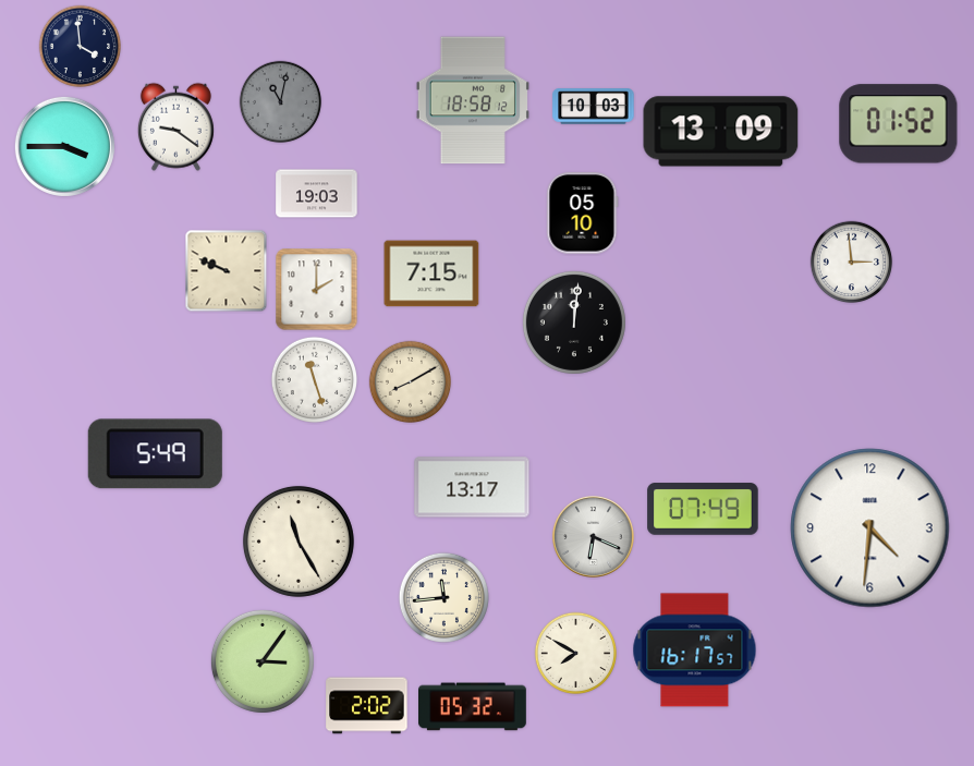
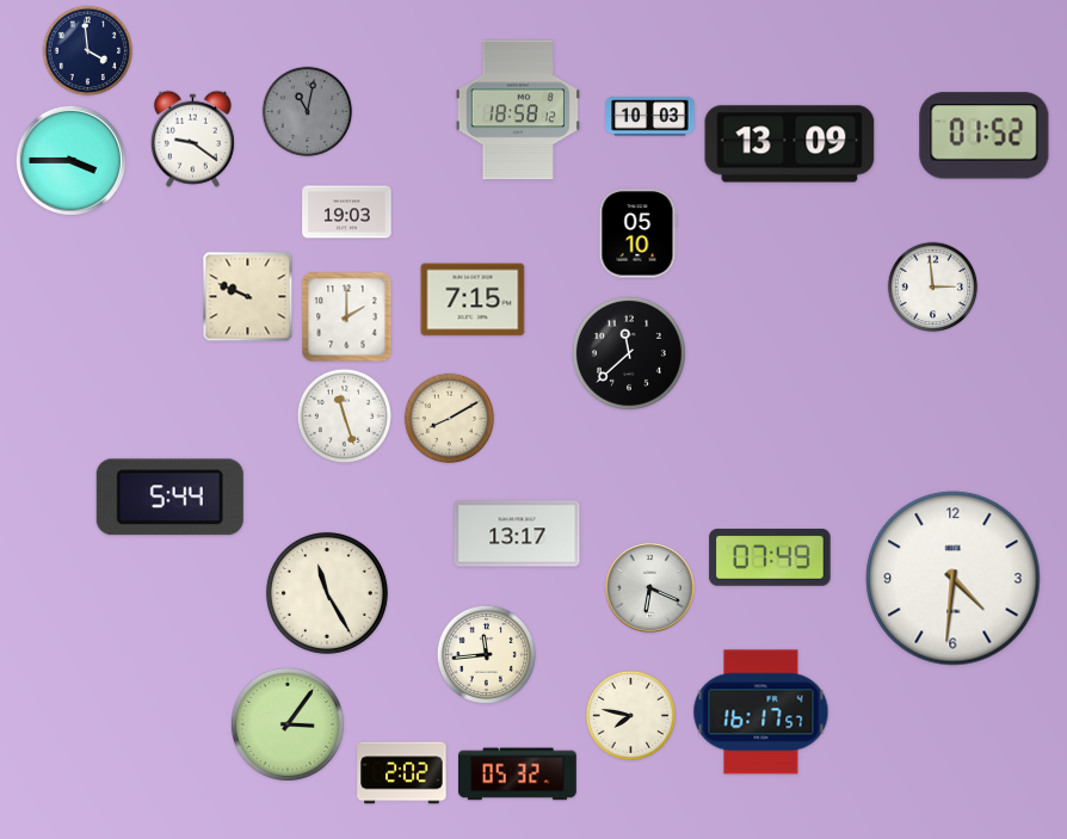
clock at (574, 323): 12:01 -> 11:38
clock at (155, 454): 5:49 -> 5:44
clock at (576, 654): 7:50 -> 7:47
